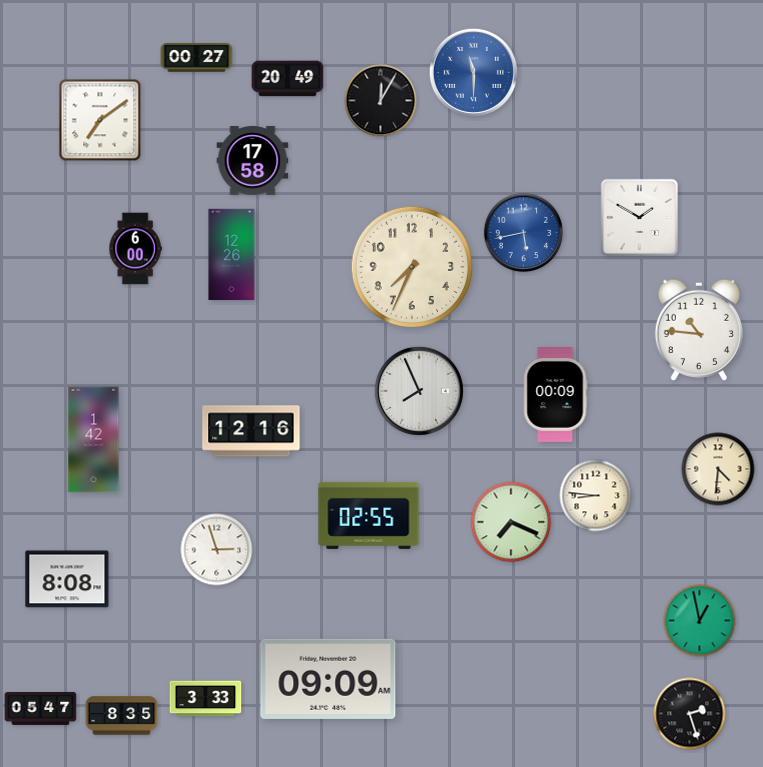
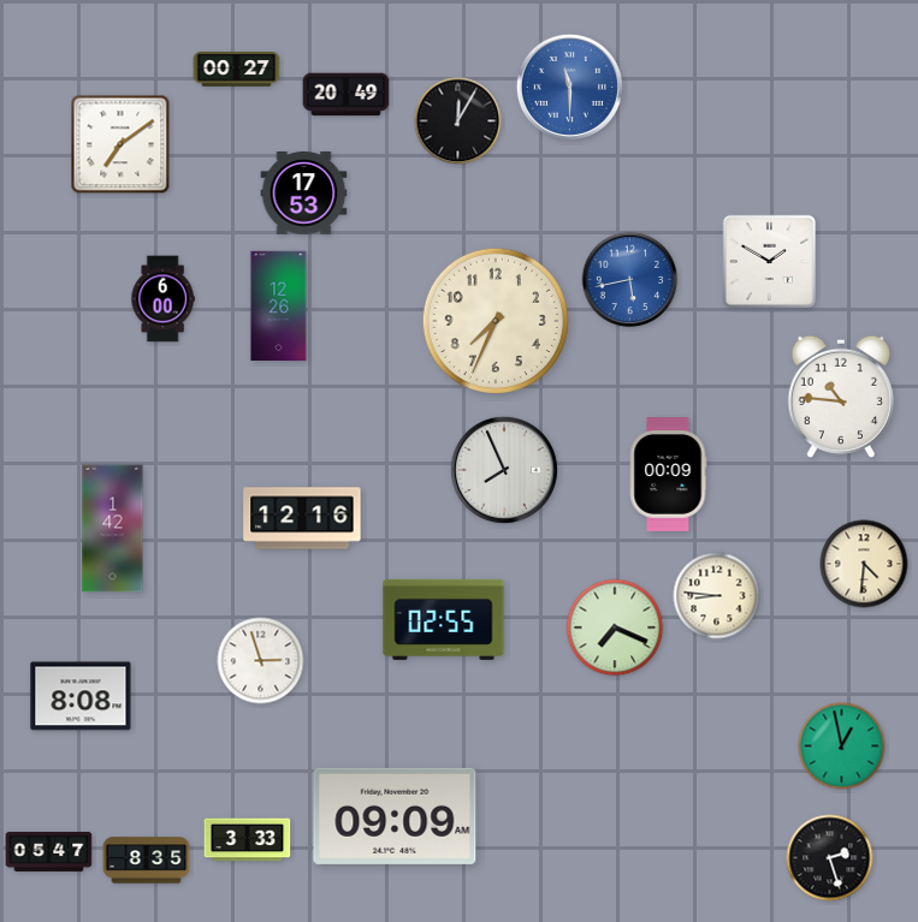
clock at (253, 161): 17:58 -> 17:53
